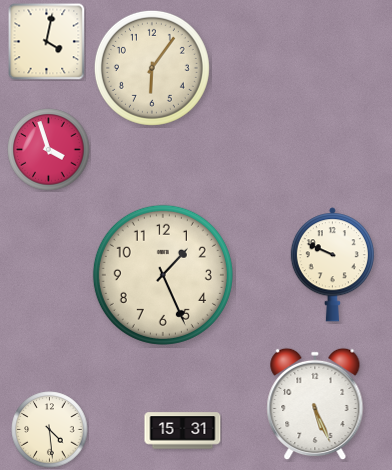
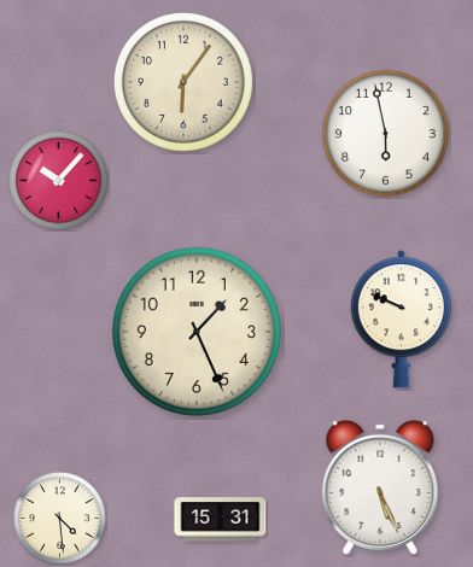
clock at (46, 42): 4:02 -> none
clock at (385, 133): none -> 5:58
clock at (49, 150): 3:57 -> 10:07
